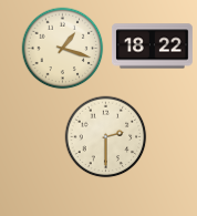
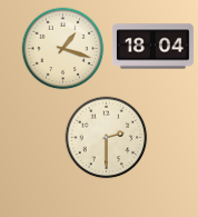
clock at (153, 47): 18:22 -> 18:04
